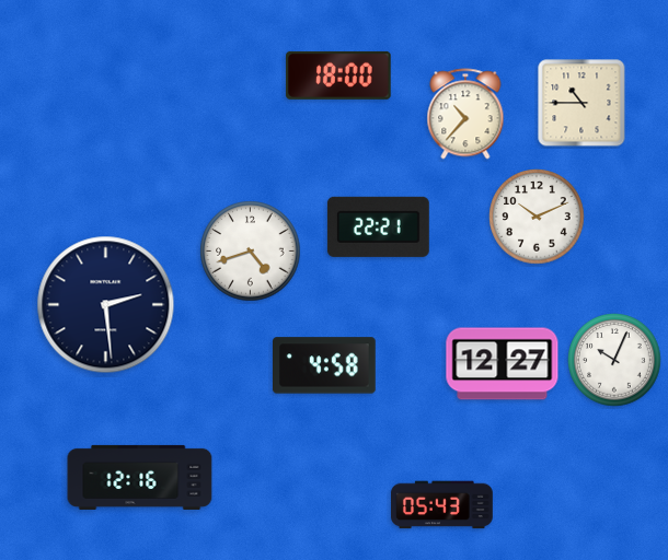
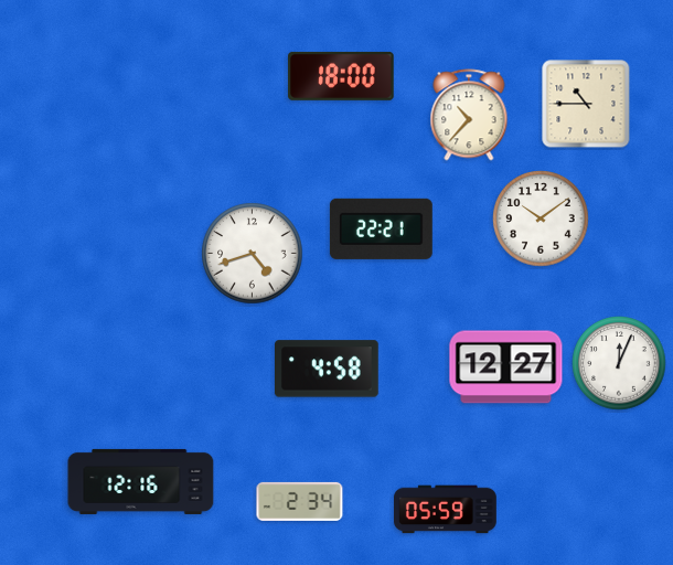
clock at (537, 217): 10:11 -> 10:09
clock at (106, 305): 2:29 -> none
clock at (614, 360): 10:04 -> 12:04
clock at (300, 501): none -> 2:34
clock at (442, 505): 05:43 -> 05:59
